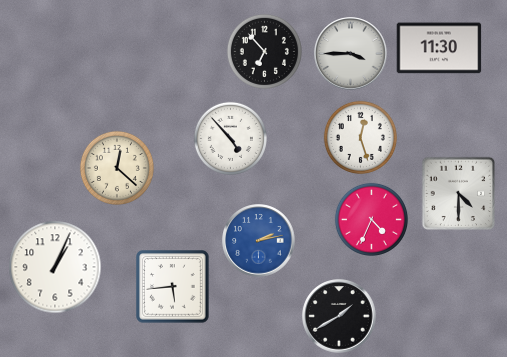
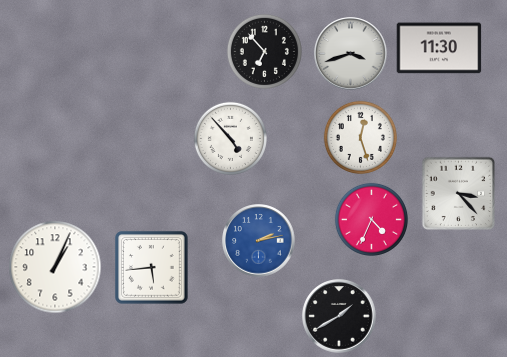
clock at (351, 54): 3:45 -> 3:42
clock at (117, 168): 12:22 -> none
clock at (459, 194): 4:30 -> 3:23
clock at (173, 287) position: (173, 287) -> (152, 268)
